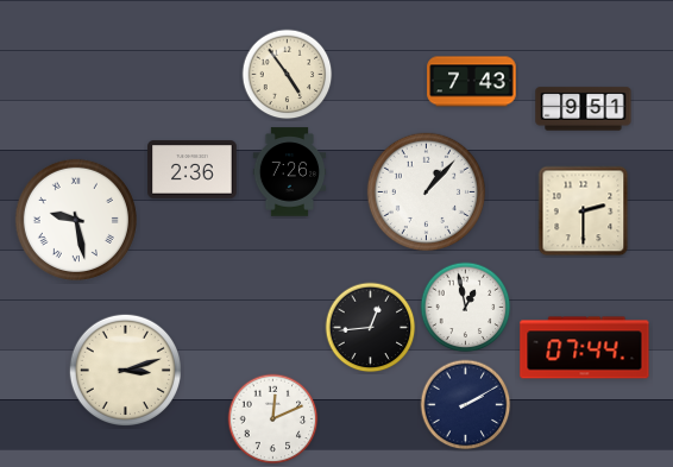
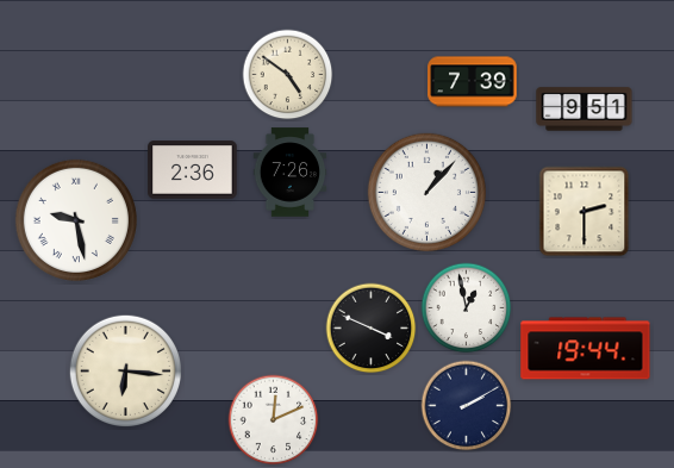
clock at (288, 75): 4:54 -> 4:51
clock at (472, 82): 7:43 -> 7:39
clock at (371, 328): 12:44 -> 3:49
clock at (585, 348): 07:44 -> 19:44
clock at (125, 370): 3:12 -> 6:16
